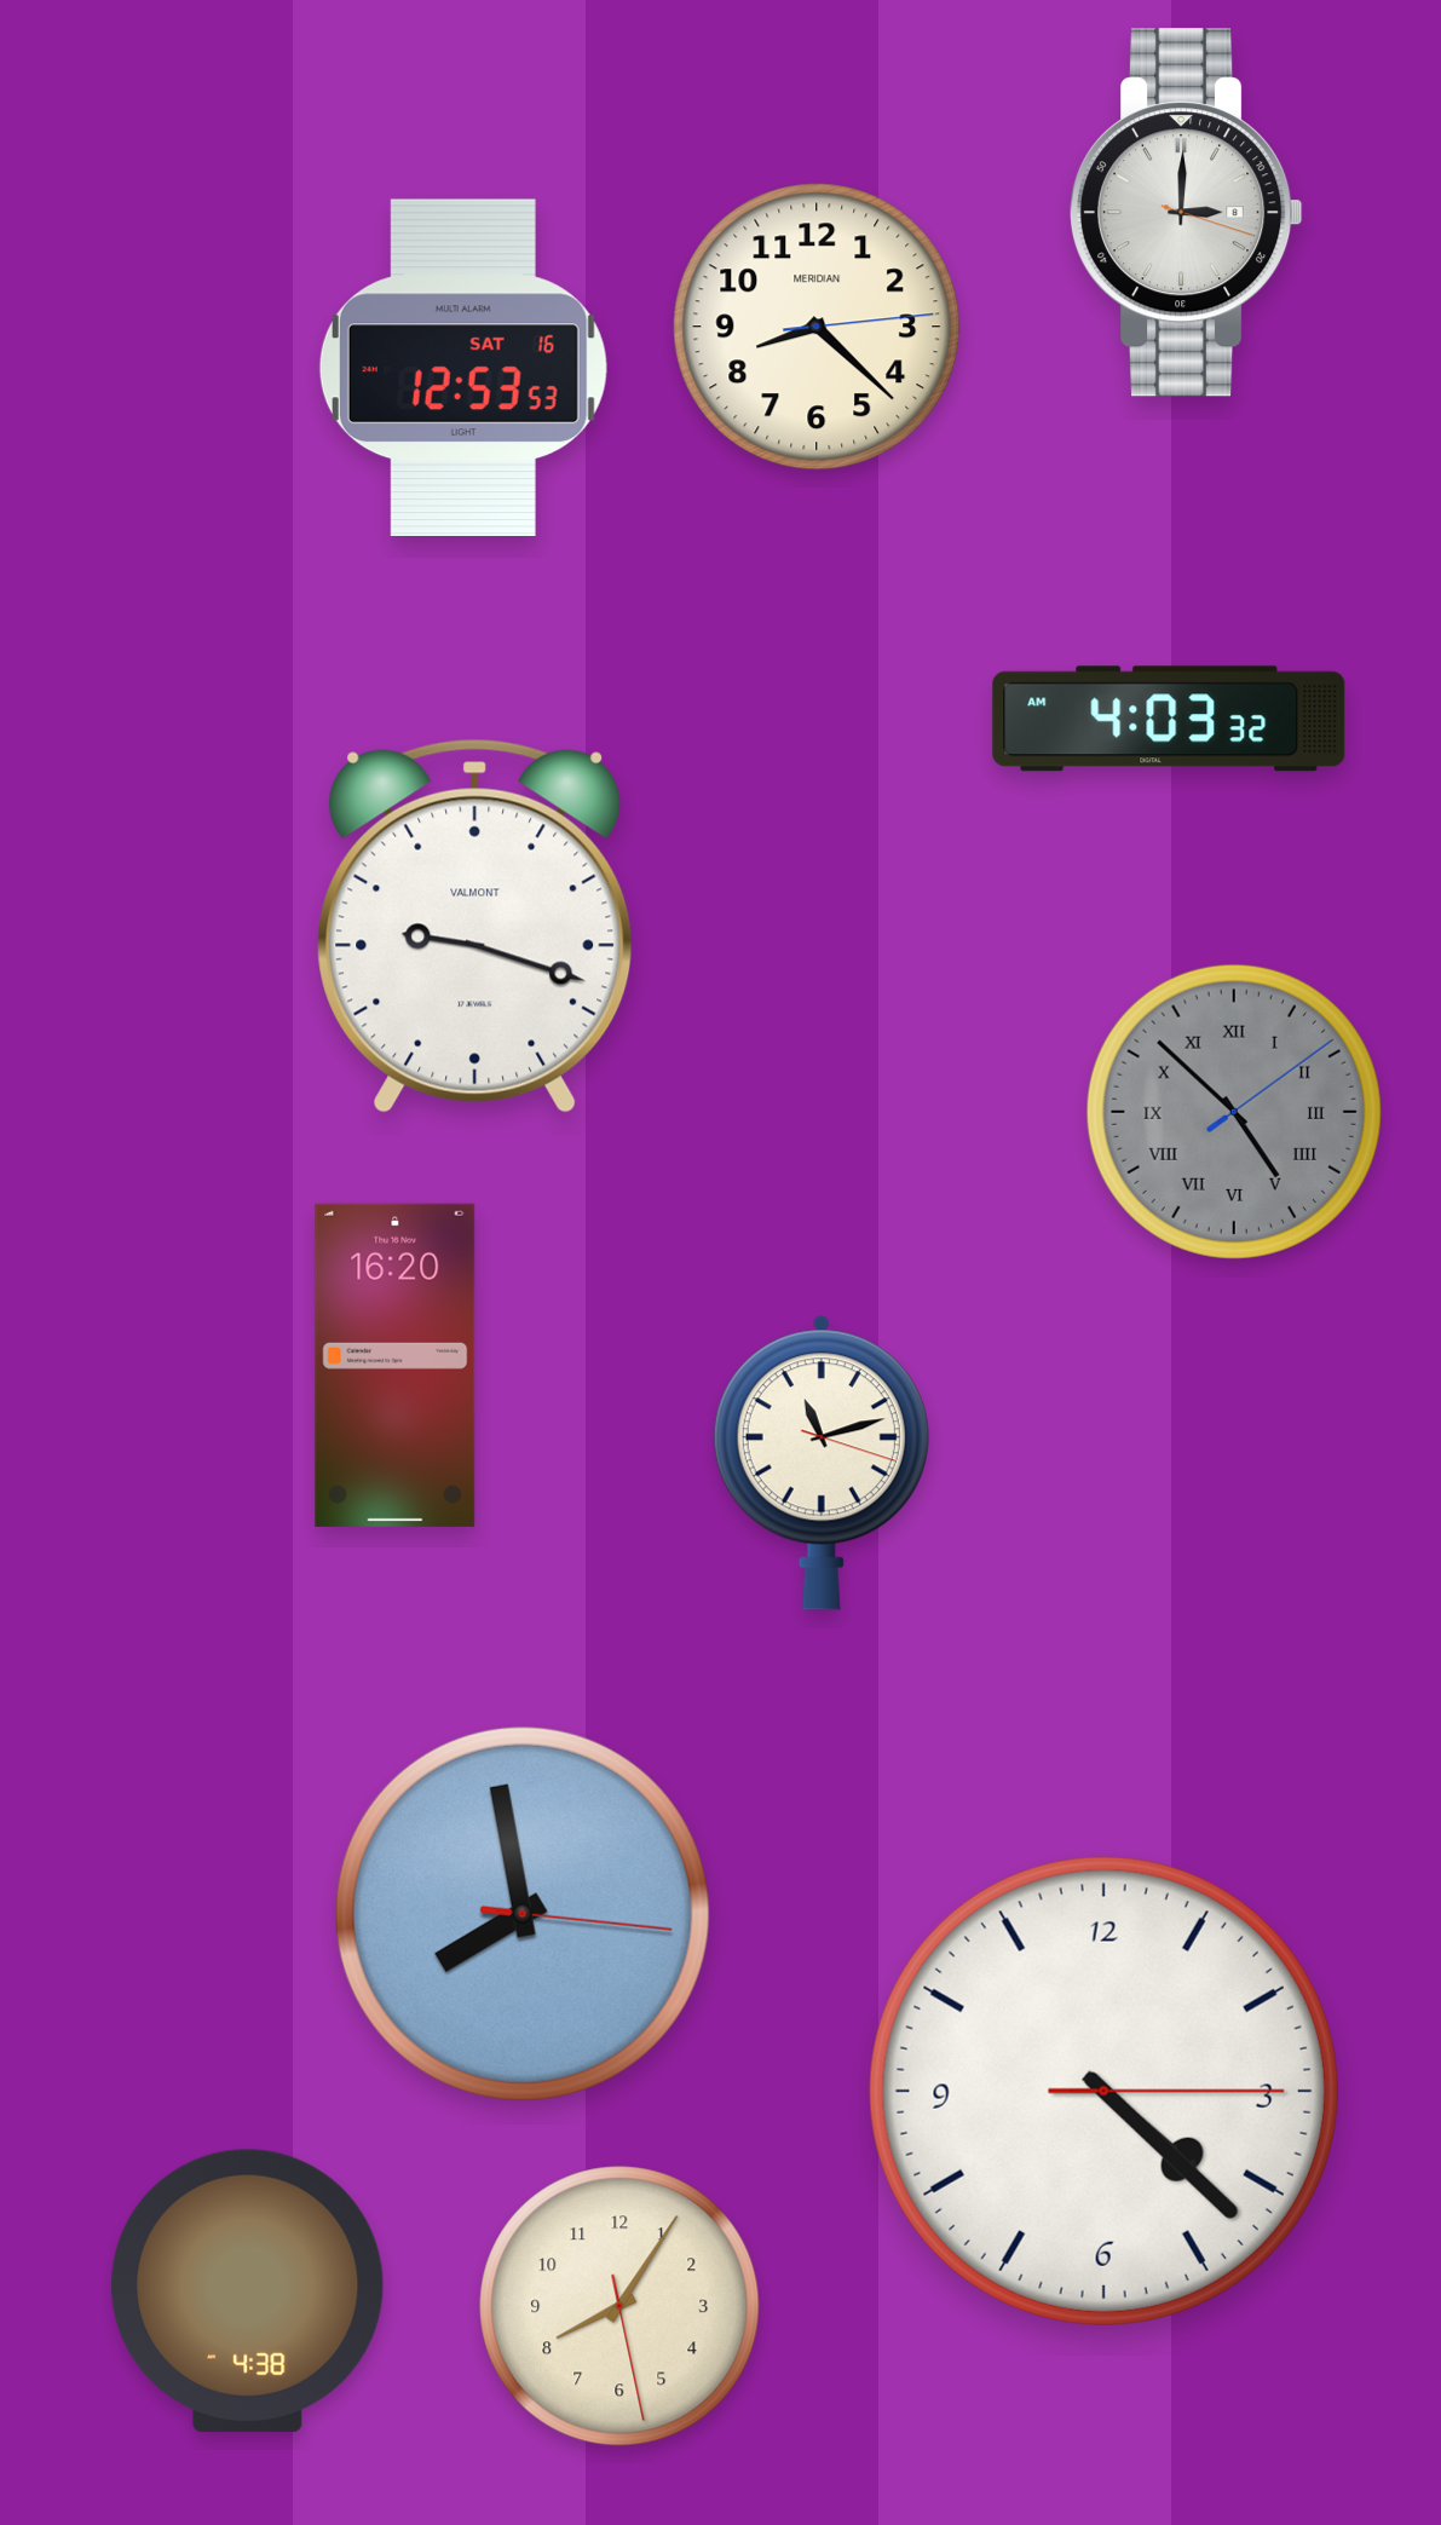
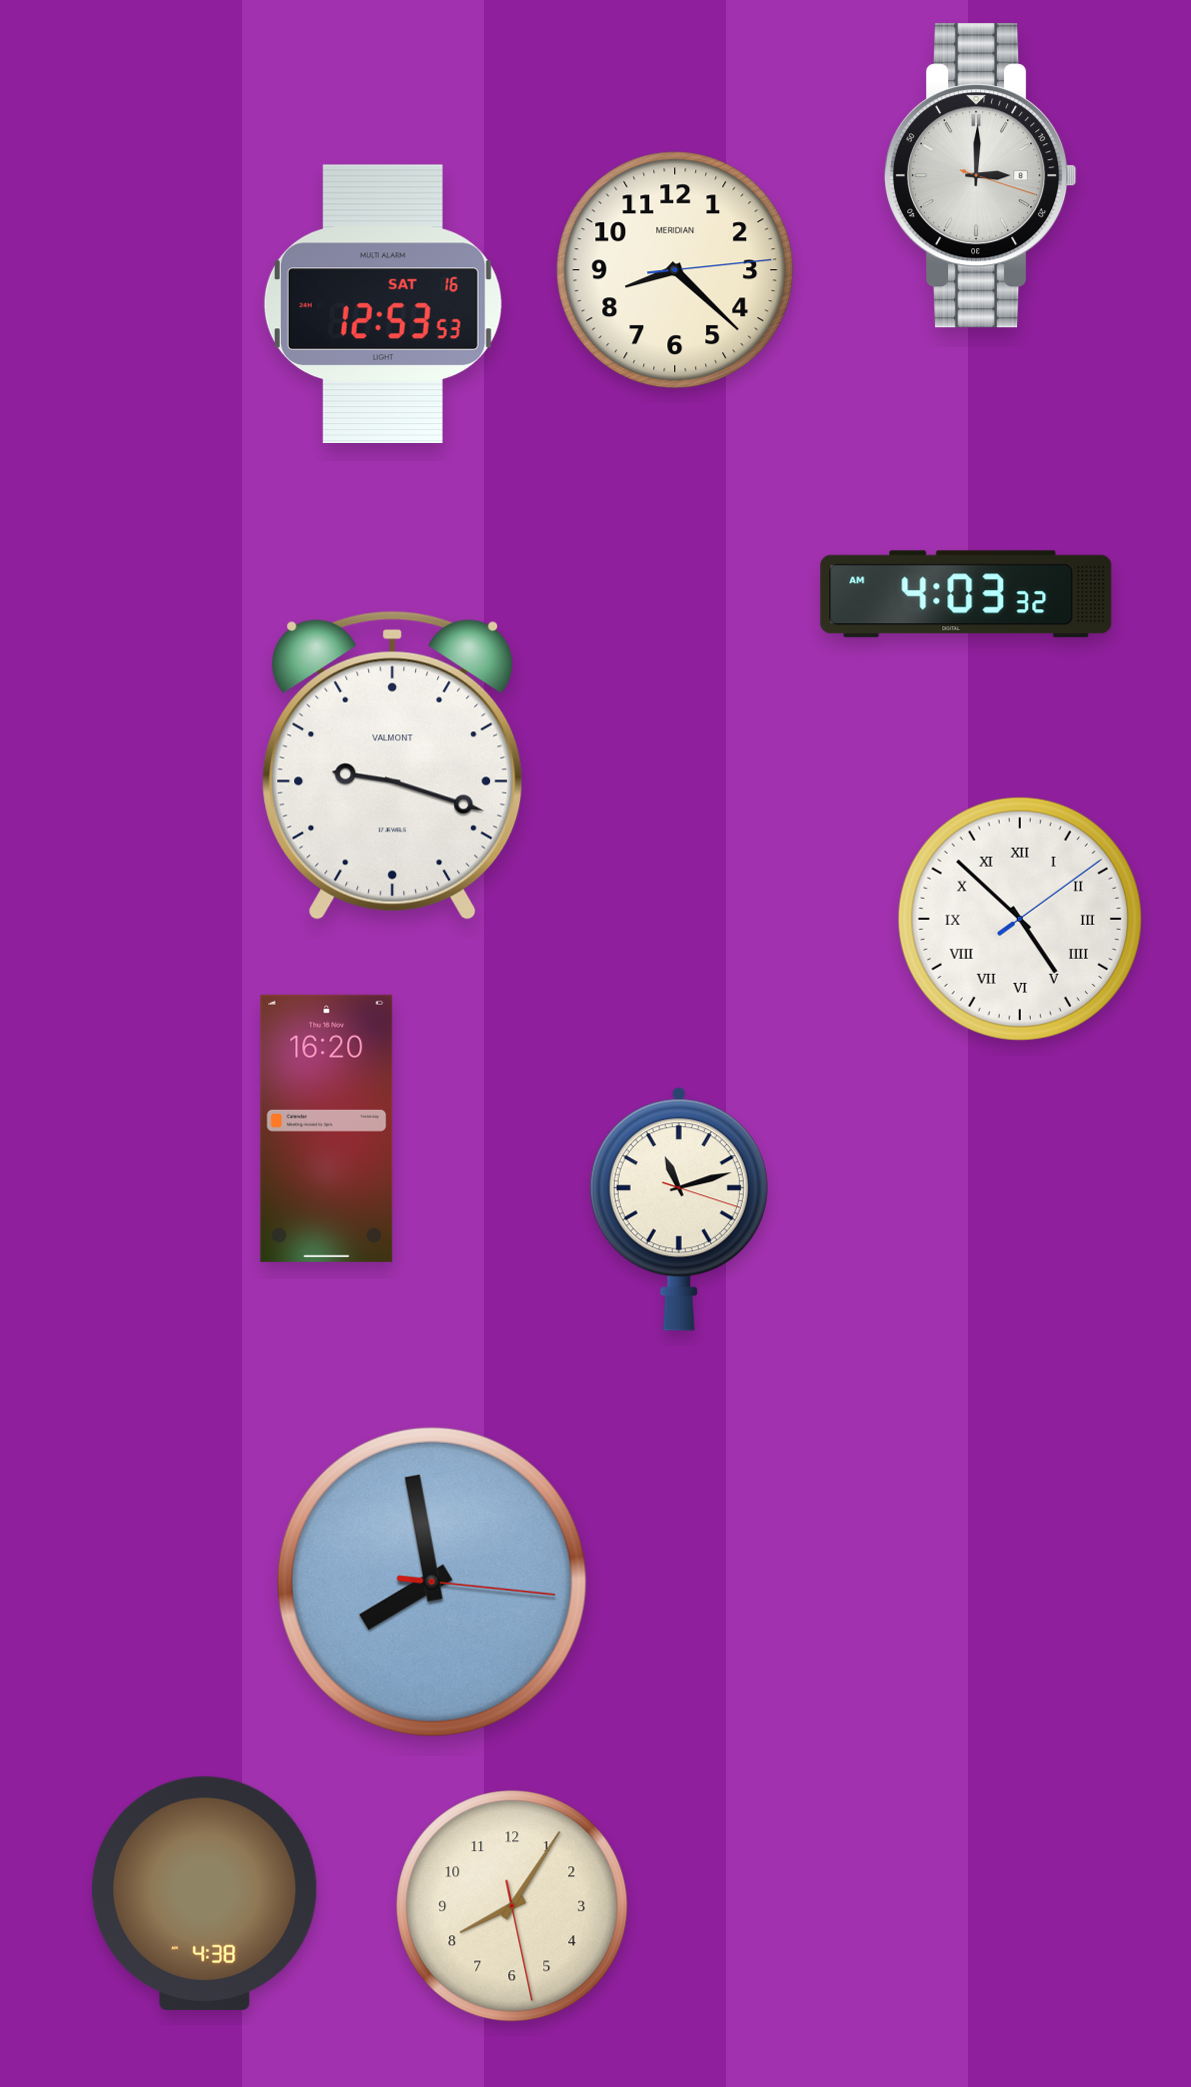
clock at (1234, 1112) dial: grey -> white
clock at (1103, 2091): 4:22 -> none
